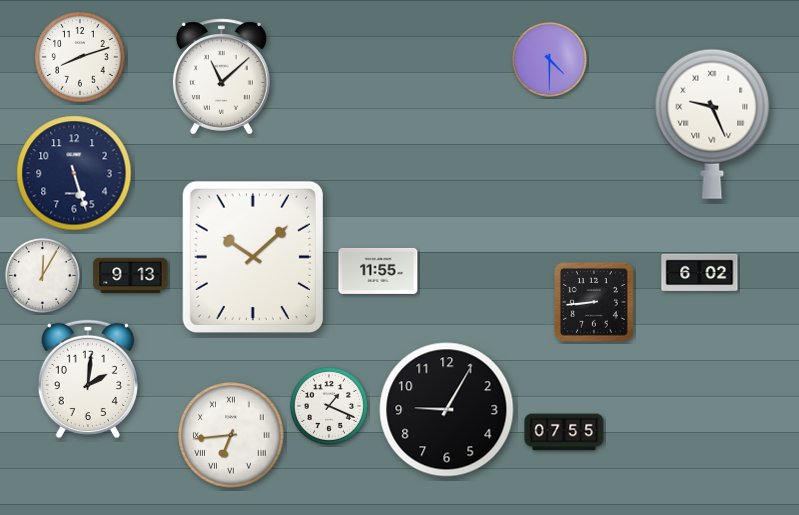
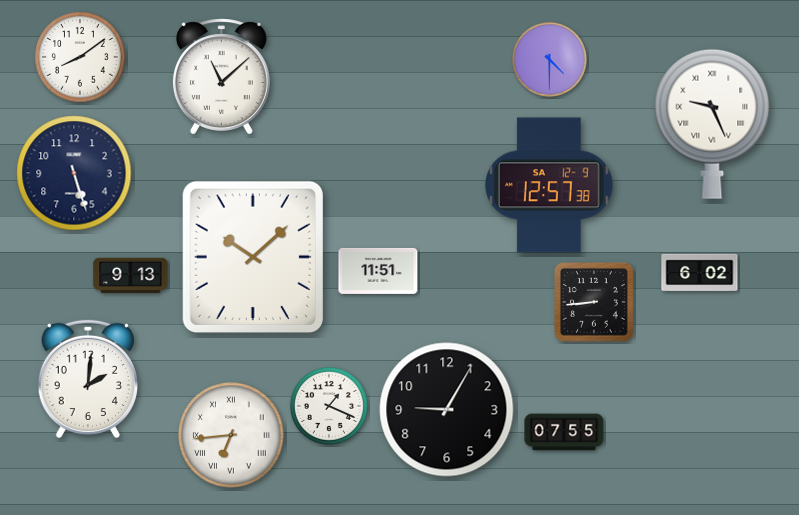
clock at (80, 57): 8:12 -> 8:09
clock at (549, 185): none -> 12:57
clock at (378, 271): 11:55 -> 11:51
clock at (42, 275): 12:05 -> none
